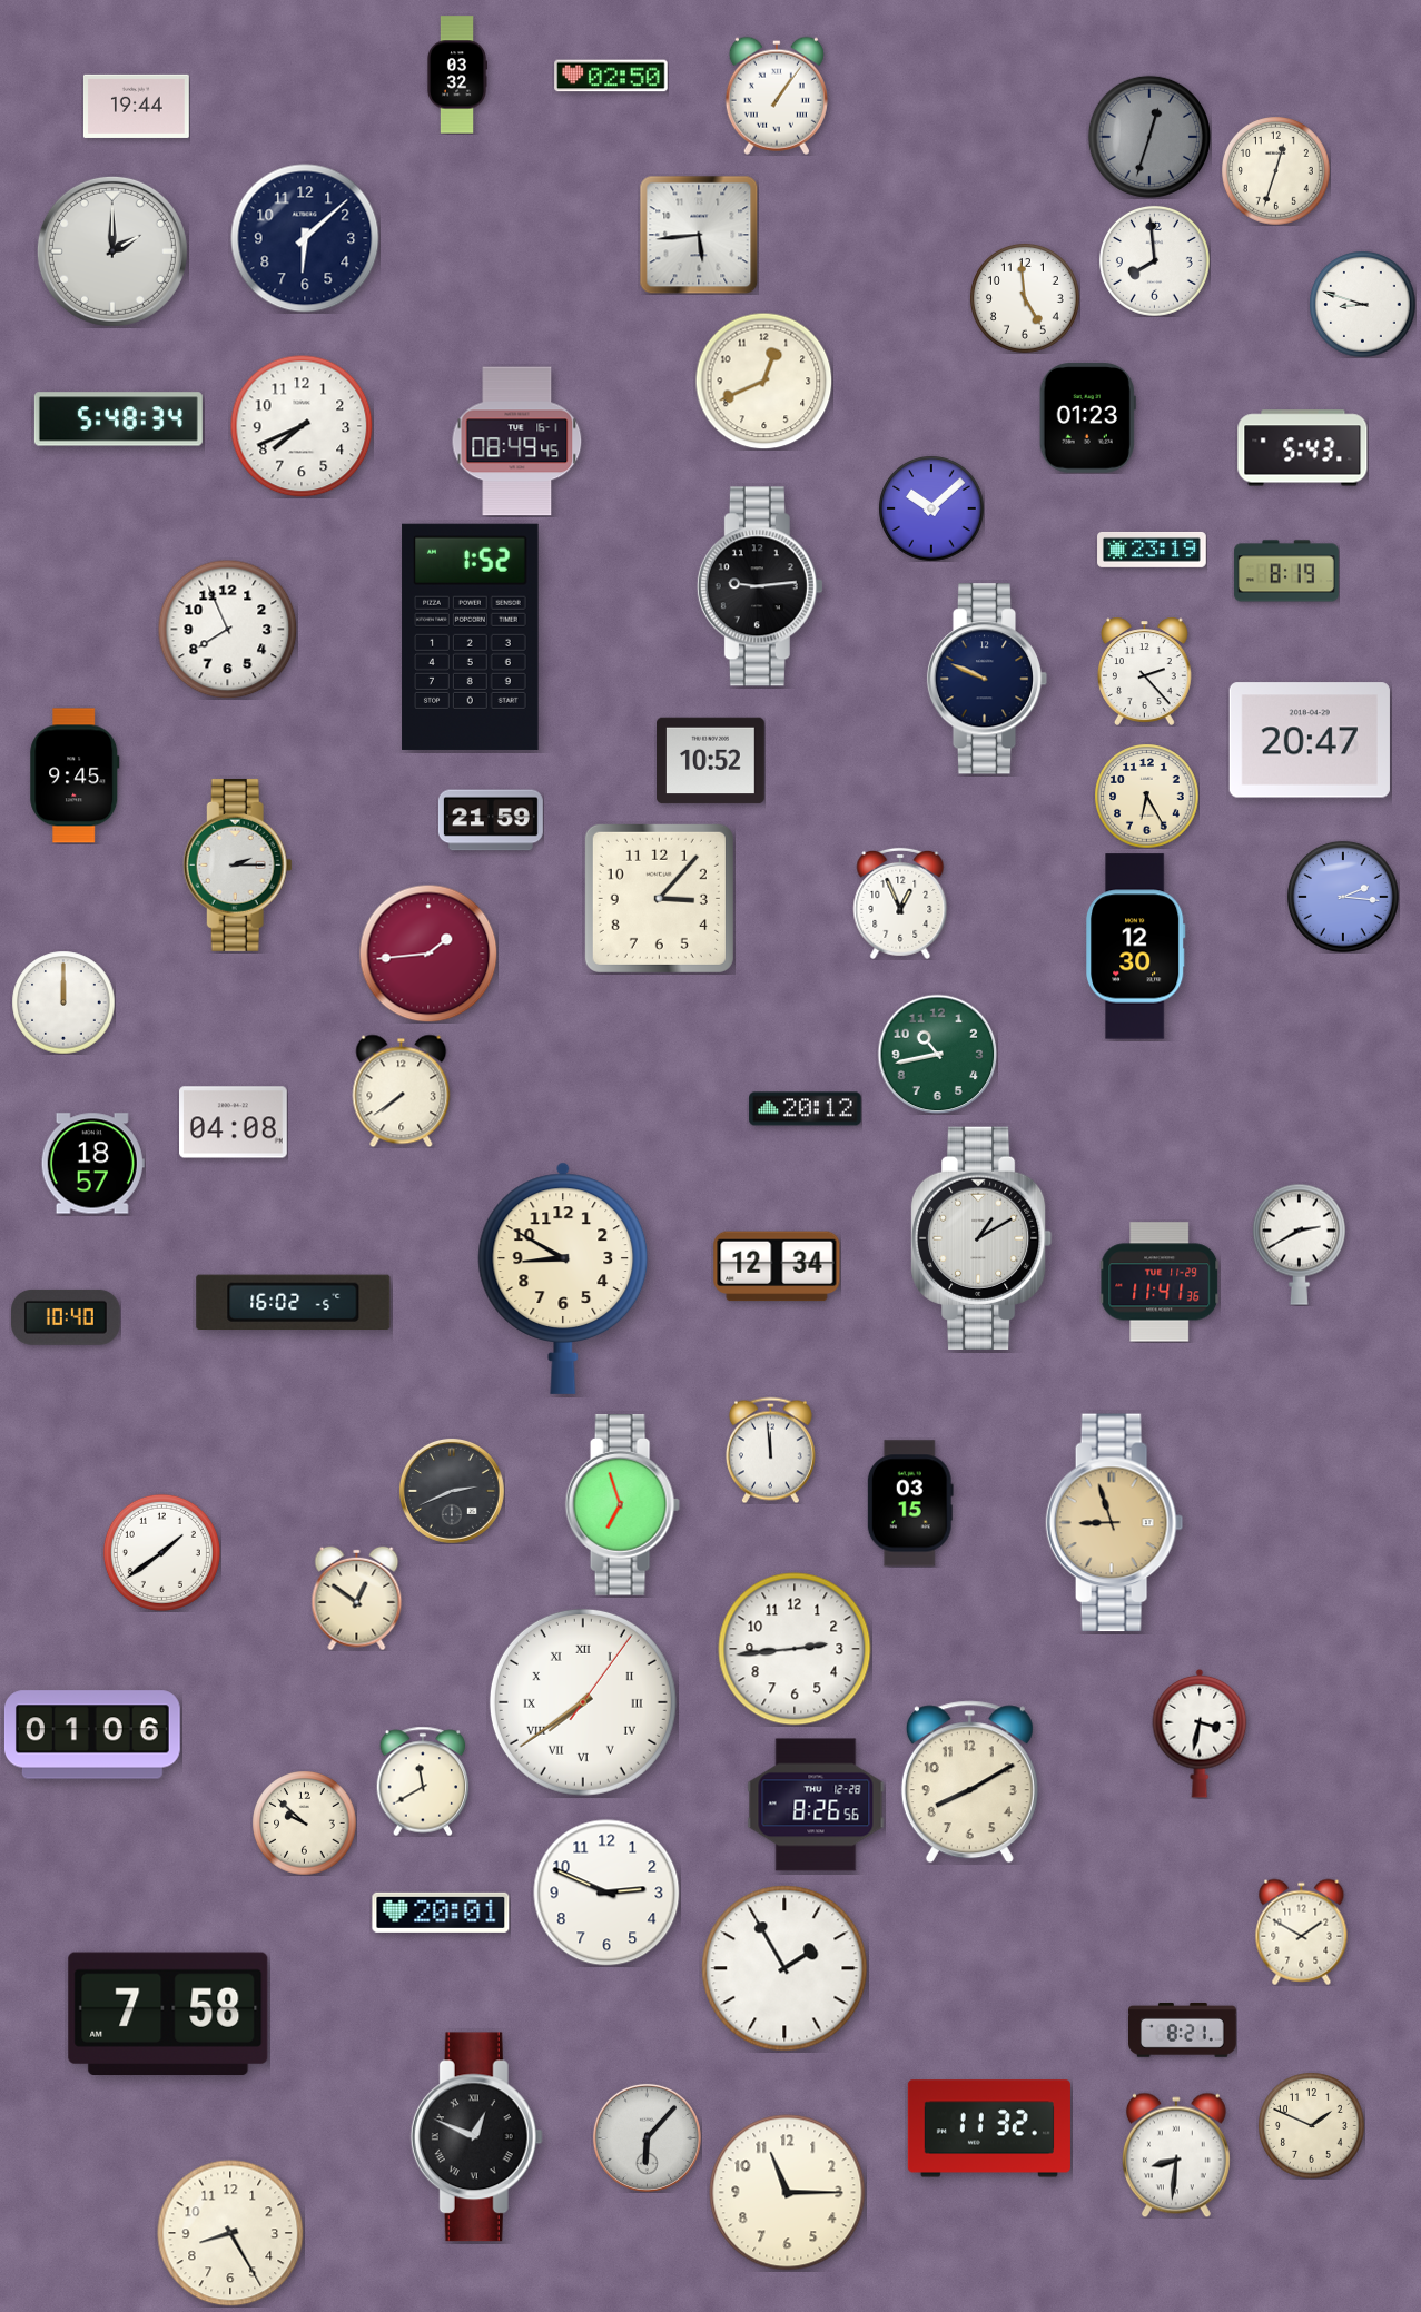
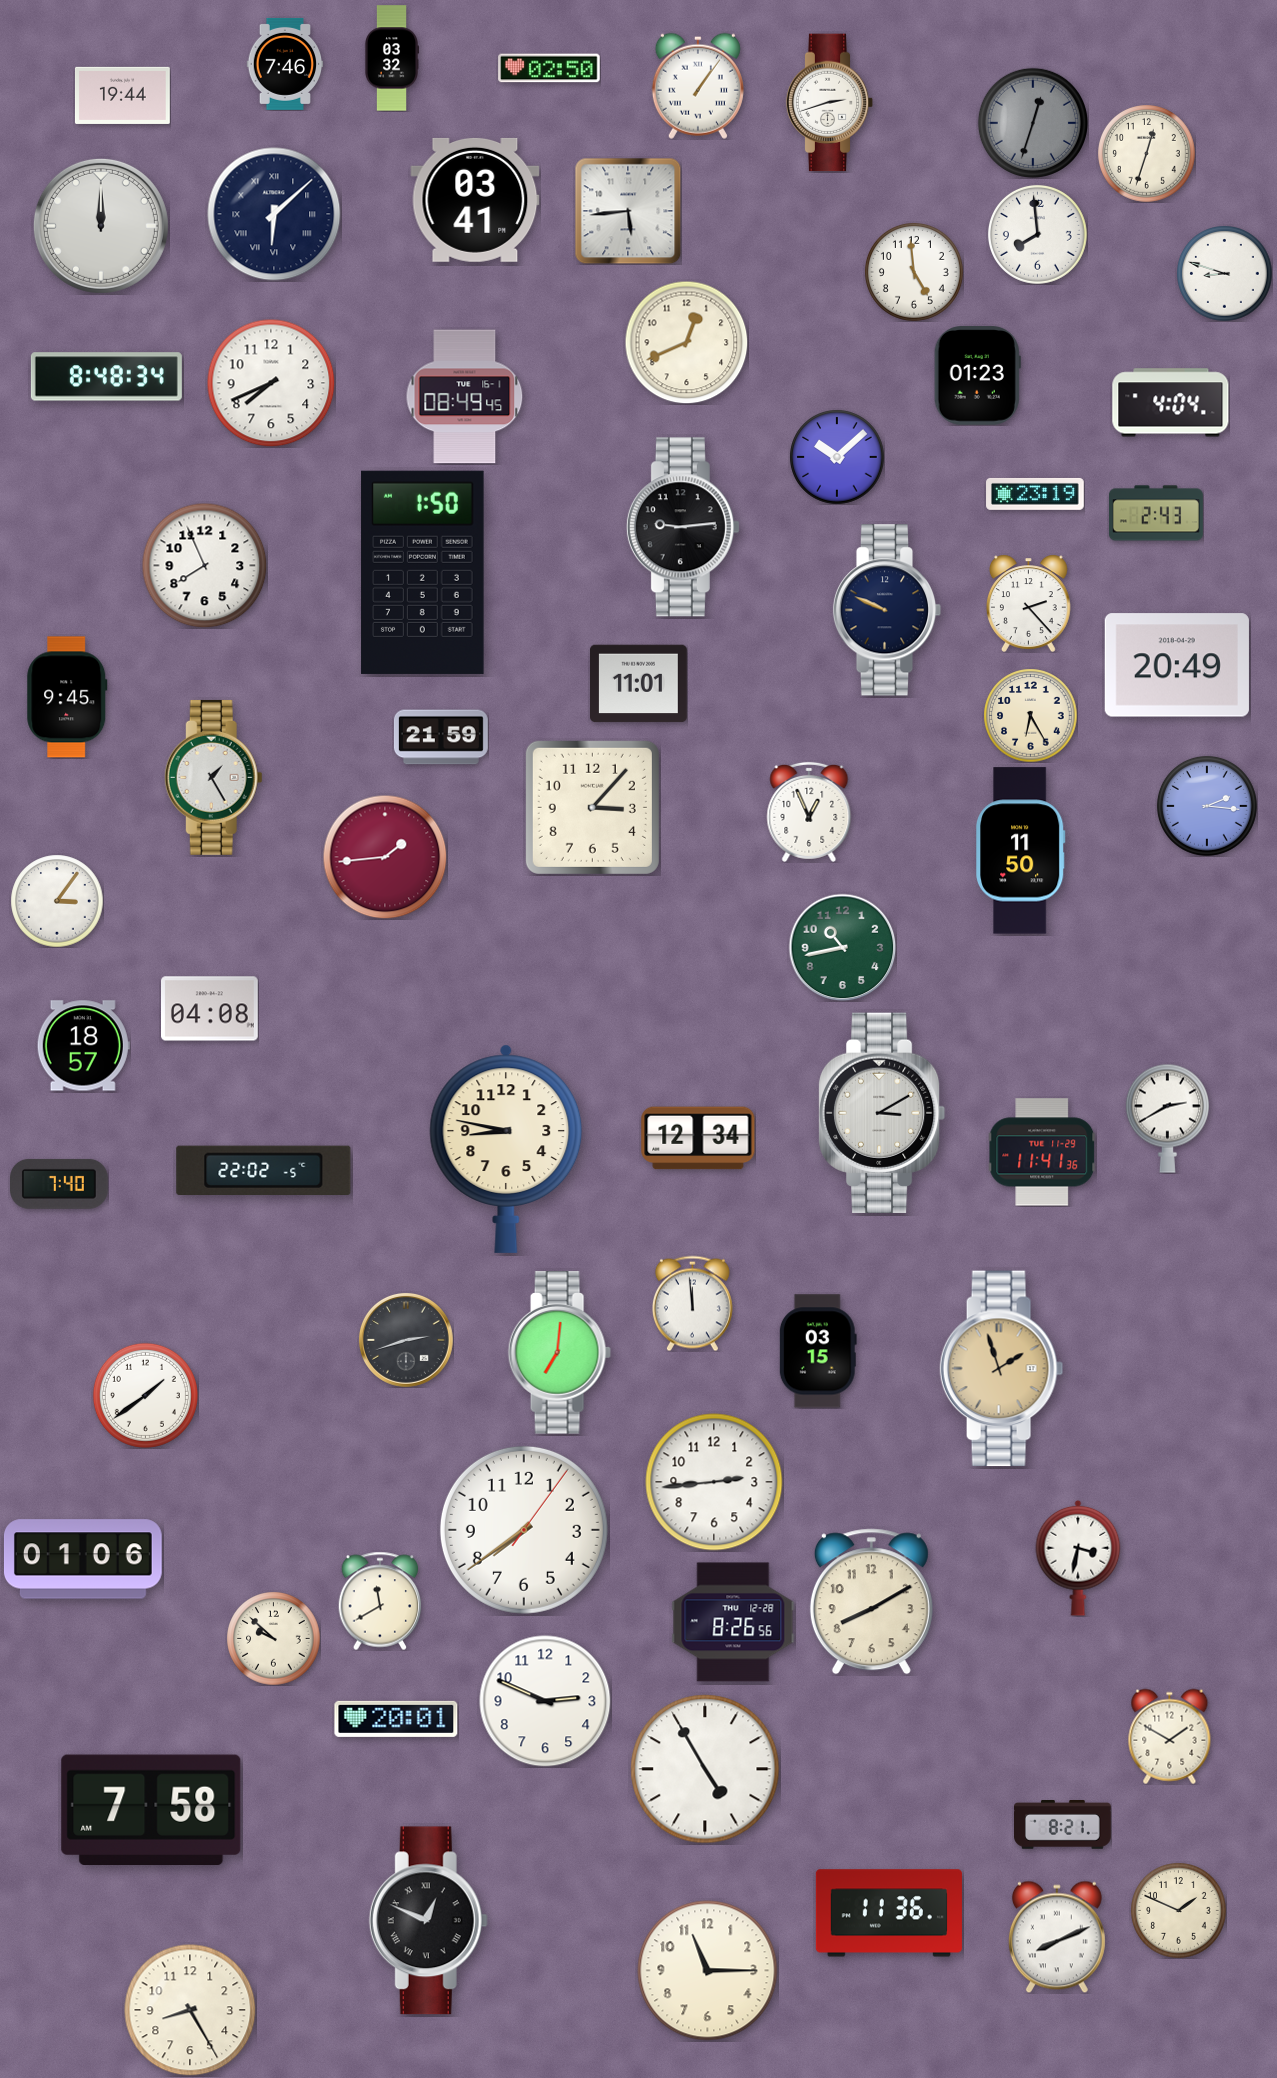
clock at (285, 64): none -> 7:46
clock at (456, 75) position: (456, 75) -> (391, 58)
clock at (830, 103): none -> 2:42
clock at (475, 200): none -> 03:41
clock at (305, 238) numerals: Arabic -> Roman
clock at (112, 251): 2:00 -> 12:00
clock at (1025, 298) position: (1025, 298) -> (914, 272)
clock at (118, 419): 5:48 -> 8:48
clock at (1303, 448): 5:43 -> 4:04
clock at (1286, 571): 8:19 -> 2:43
clock at (471, 636): 1:52 -> 1:50
clock at (1310, 740): 20:47 -> 20:49
clock at (711, 761): 10:52 -> 11:01
clock at (237, 864): 2:15 -> 1:25
clock at (1136, 947): 12:30 -> 11:50
clock at (63, 1002): 12:00 -> 3:06
clock at (402, 1090): 7:39 -> none
clock at (806, 1109): 20:12 -> none
clock at (981, 1238): 1:10 -> 3:10
clock at (563, 1278): 8:50 -> 8:47
clock at (294, 1303): 16:02 -> 22:02
clock at (67, 1317): 10:40 -> 7:40
clock at (452, 1491): 2:41 -> 2:42
clock at (622, 1505): 6:57 -> 7:01
clock at (1115, 1523): 8:57 -> 1:57
clock at (357, 1598): 12:51 -> none
clock at (583, 1702) numerals: Roman -> Arabic
clock at (784, 1968): 1:55 -> 4:55
clock at (989, 2128): 11:32 -> 11:36
clock at (647, 2137): 6:07 -> none
clock at (1176, 2155): 8:31 -> 8:11
clock at (230, 2233) position: (230, 2233) -> (190, 2010)
